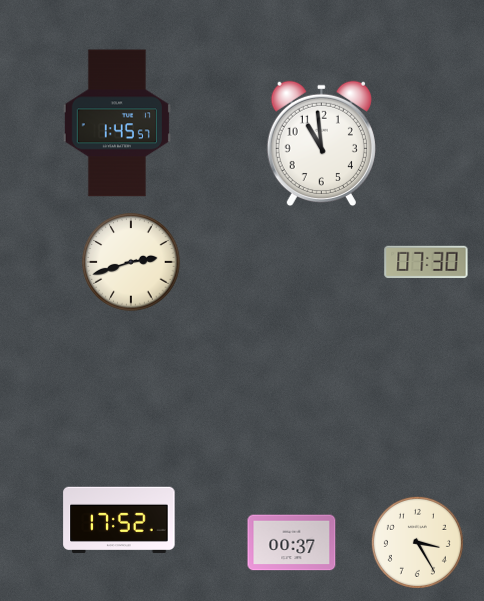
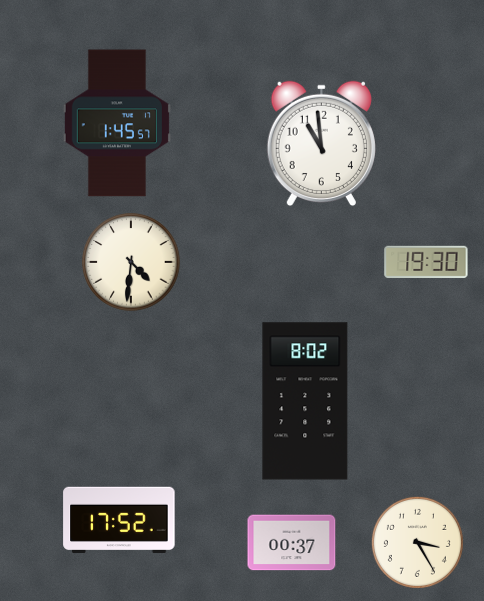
clock at (426, 261): 07:30 -> 19:30
clock at (131, 262): 2:42 -> 4:31
clock at (305, 401): none -> 8:02
